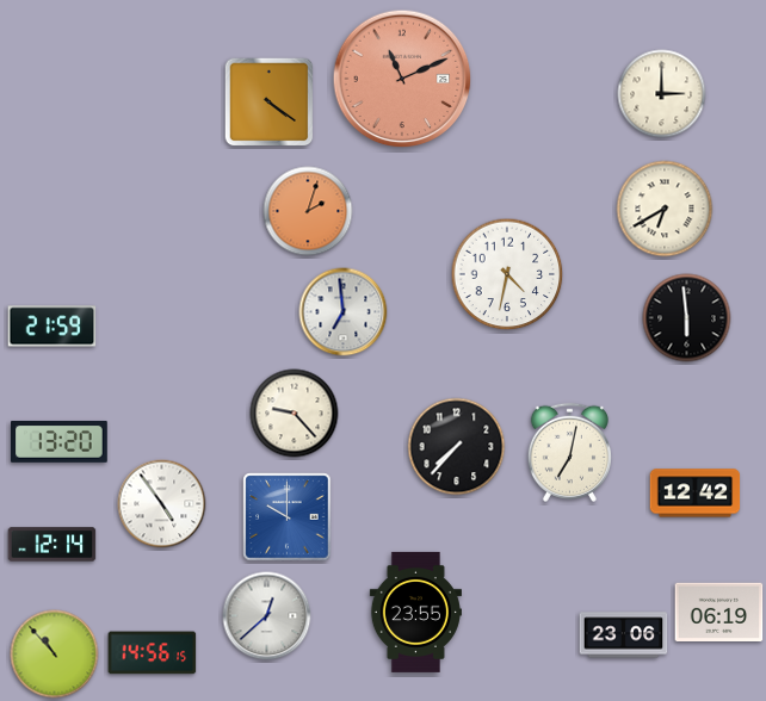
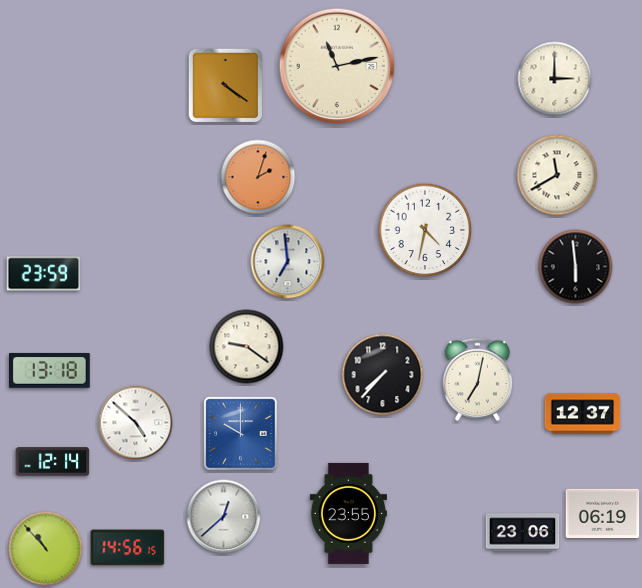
clock at (402, 79): 11:11 -> 11:13
clock at (402, 79) dial: salmon -> cream
clock at (665, 209): 6:40 -> 11:40
clock at (52, 327): 21:59 -> 23:59
clock at (295, 414): 9:23 -> 9:21
clock at (60, 441): 13:20 -> 13:18
clock at (696, 494): 12:42 -> 12:37
clock at (162, 504): 4:54 -> 4:52
clock at (52, 545) position: (52, 545) -> (53, 462)
